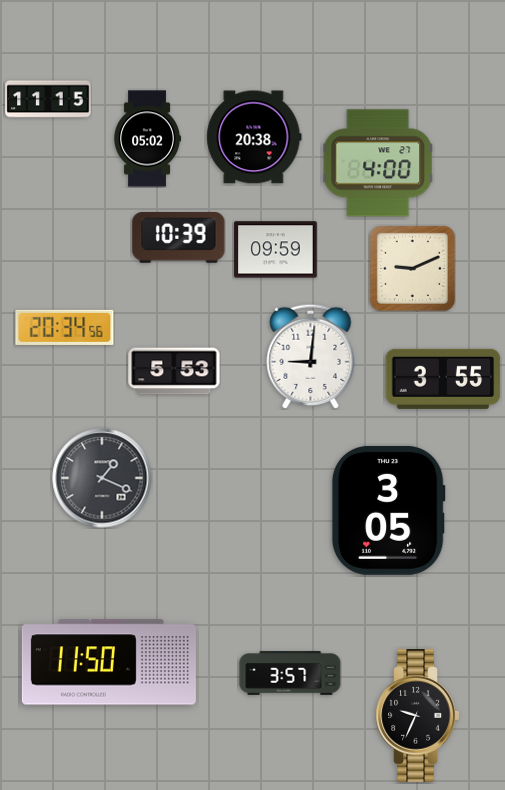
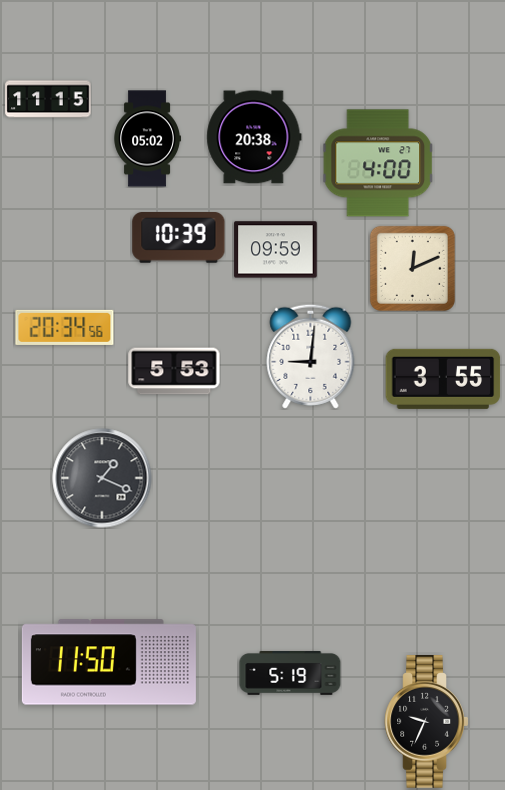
clock at (412, 268): 9:11 -> 12:11
clock at (388, 510): 3:05 -> none
clock at (290, 674): 3:57 -> 5:19
clock at (418, 716) position: (418, 716) -> (427, 722)
